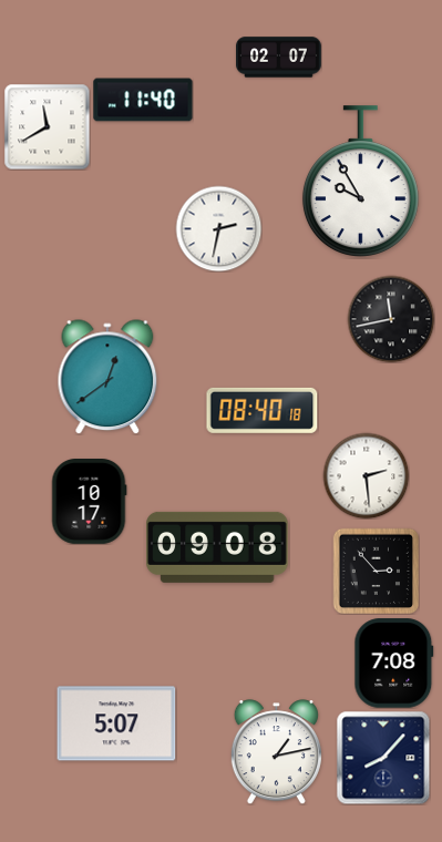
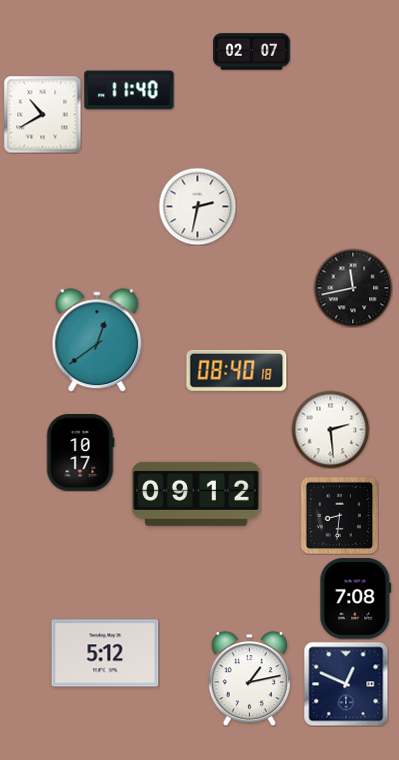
clock at (47, 126): 11:40 -> 10:40
clock at (360, 181): 9:55 -> none
clock at (217, 547): 09:08 -> 09:12
clock at (376, 571): 2:53 -> 8:31
clock at (116, 723): 5:07 -> 5:12
clock at (383, 758): 8:07 -> 12:49
